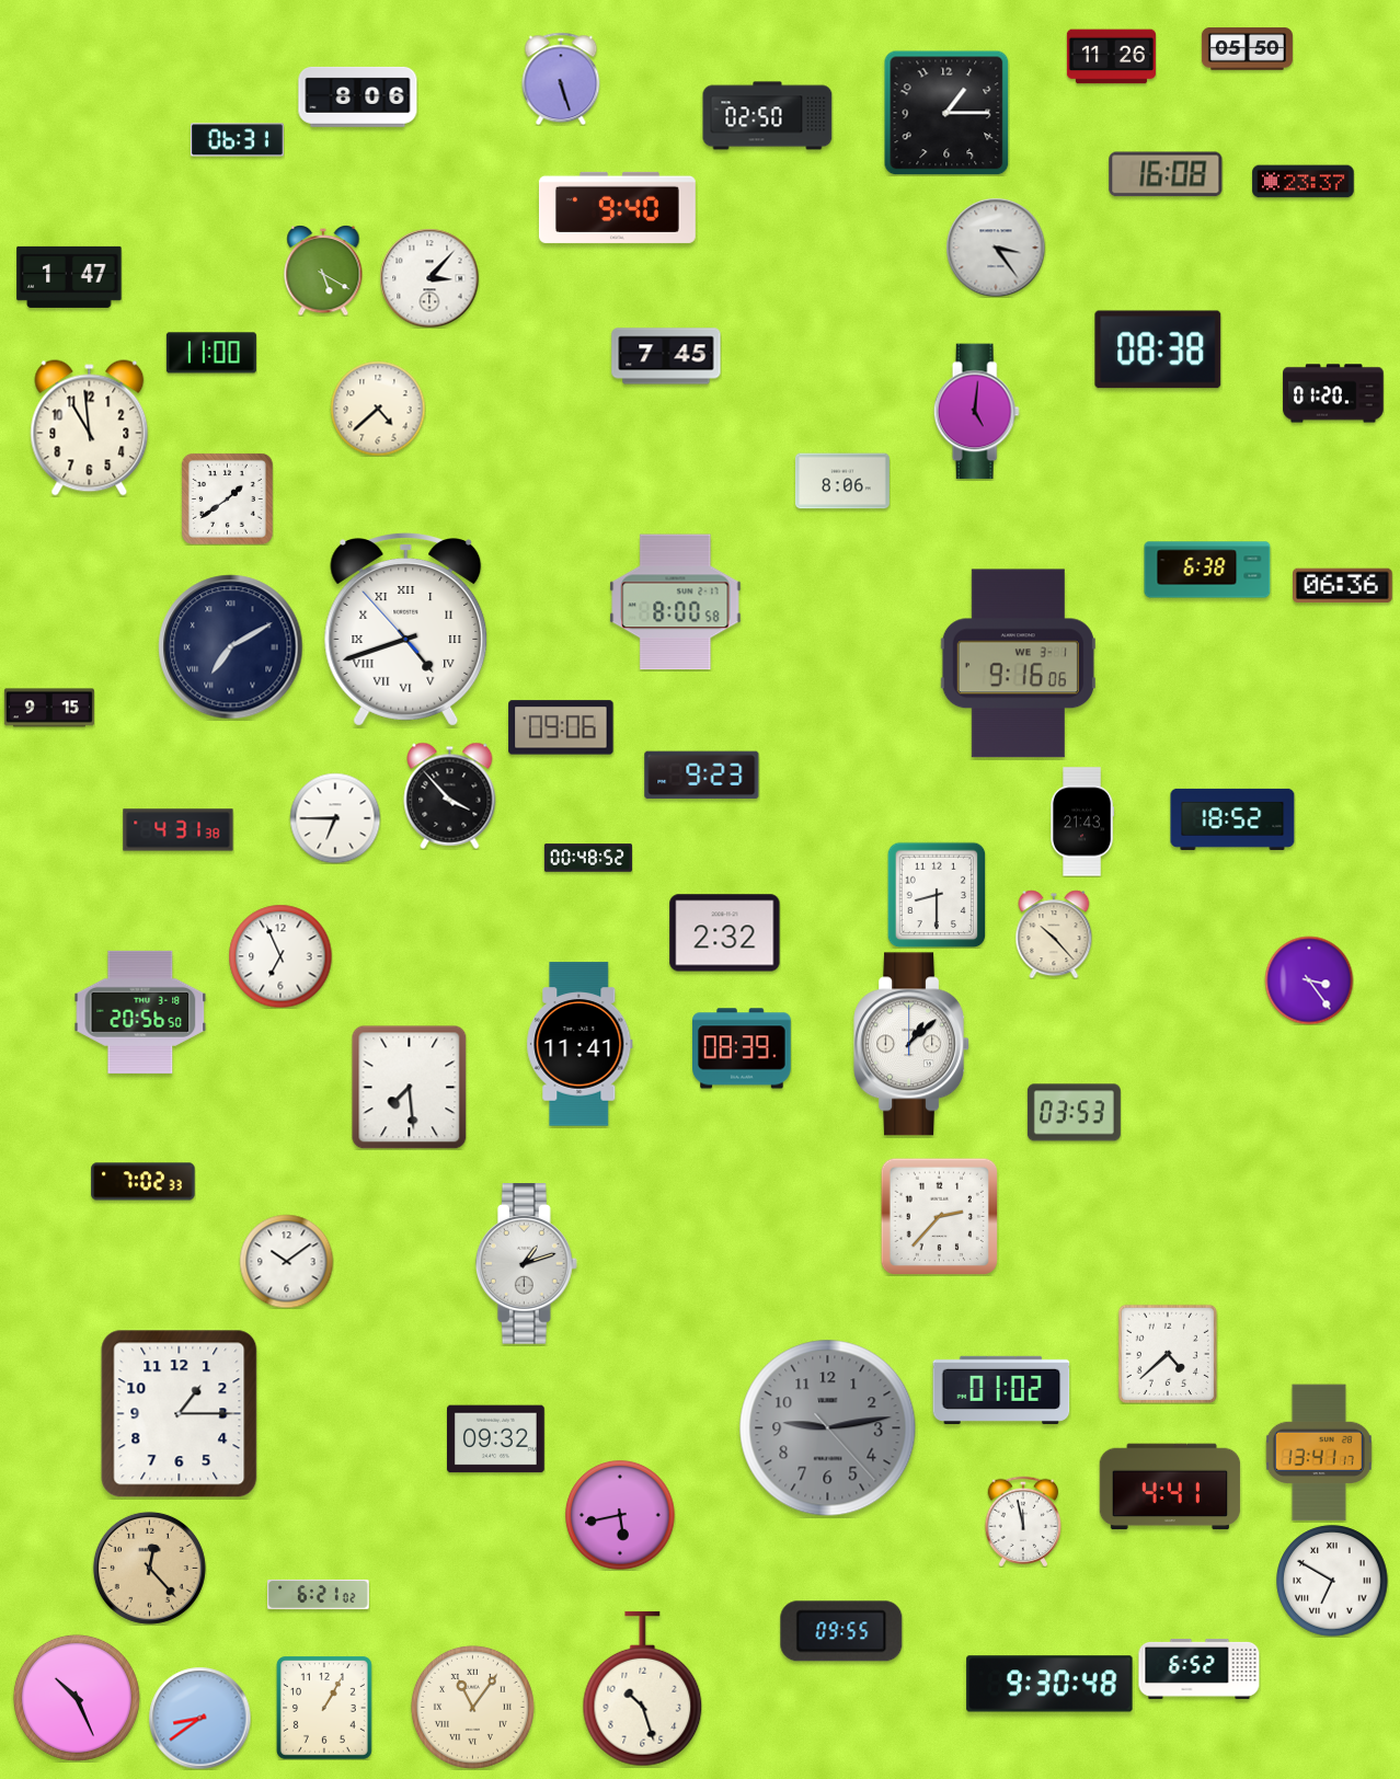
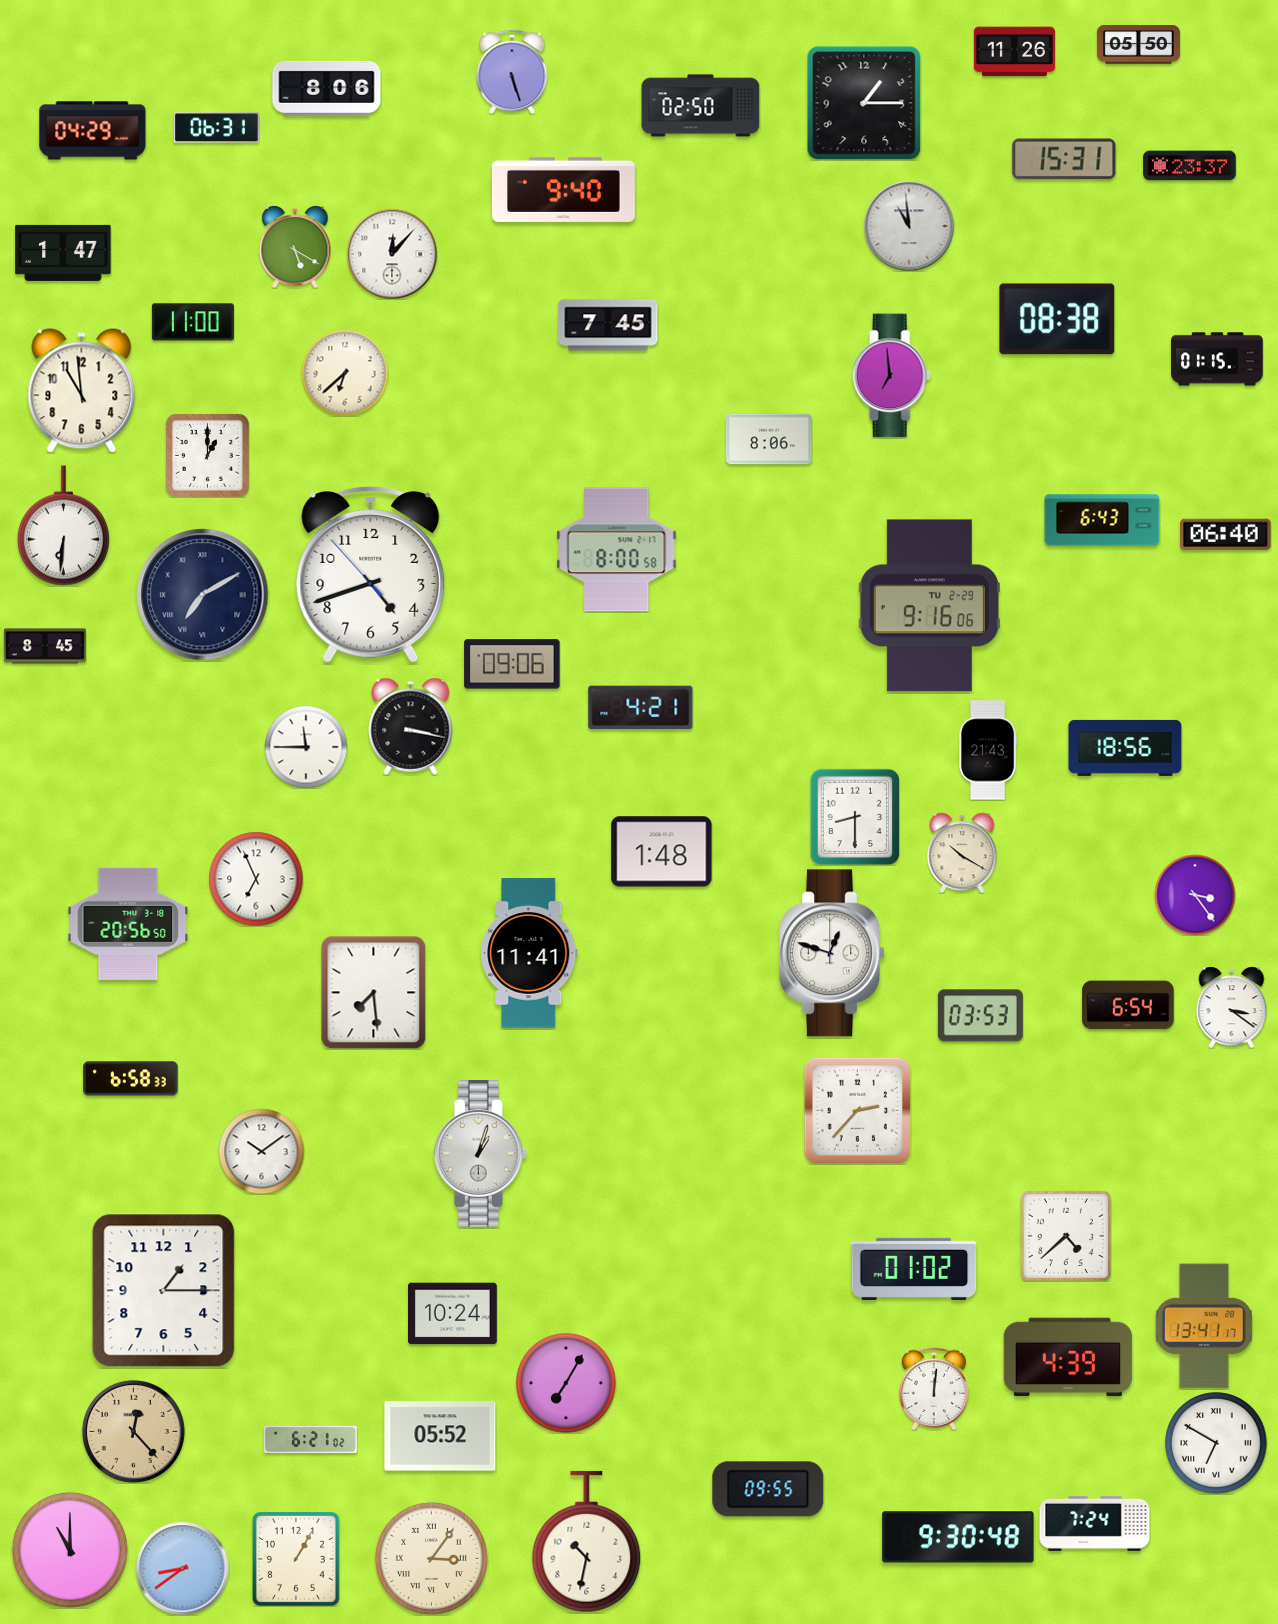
clock at (93, 131): none -> 04:29
clock at (1166, 174): 16:08 -> 15:31
clock at (996, 248): 3:24 -> 10:59
clock at (429, 278): 3:07 -> 12:07
clock at (1333, 393): 01:20 -> 01:15
clock at (378, 409): 4:38 -> 6:38
clock at (976, 412): 5:01 -> 6:59
clock at (227, 498): 1:39 -> 1:00
clock at (1207, 570): 6:38 -> 6:43
clock at (63, 526): none -> 6:31
clock at (1343, 586): 06:36 -> 06:40
clock at (406, 630) numerals: Roman -> Arabic
clock at (231, 647) position: (231, 647) -> (203, 595)
clock at (1018, 664) date: WE 3-1 -> TU 2-29
clock at (49, 708): 9:15 -> 8:45
clock at (702, 776): 9:23 -> 4:21
clock at (450, 795): 3:53 -> 3:17
clock at (335, 818): 6:45 -> 11:45
clock at (1232, 819): 18:52 -> 18:56
clock at (179, 830): 4:31 -> none
clock at (588, 858): 00:48 -> none
clock at (725, 933): 2:32 -> 1:48
clock at (1054, 934): 10:23 -> 10:20
clock at (280, 956) position: (280, 956) -> (256, 879)
clock at (913, 1044): 1:08 -> 12:48
clock at (743, 1048): 08:39 -> none
clock at (1128, 1005): none -> 6:54
clock at (1232, 1007): none -> 3:21
clock at (144, 1182): 7:02 -> 6:58
clock at (526, 1264): 1:12 -> 1:03
clock at (828, 1428): 9:13 -> none
clock at (496, 1439): 09:32 -> 10:24
clock at (1170, 1487): 4:41 -> 4:39
clock at (620, 1515): 5:43 -> 7:05
clock at (1023, 1522): 11:58 -> 12:01
clock at (149, 1568) position: (149, 1568) -> (133, 1431)
clock at (440, 1436): none -> 05:52
clock at (319, 1594) position: (319, 1594) -> (311, 1439)
clock at (1200, 1668): 6:52 -> 7:24
clock at (643, 1689): 10:27 -> 10:32
clock at (77, 1698): 10:26 -> 11:00
clock at (472, 1707): 11:06 -> 3:06
